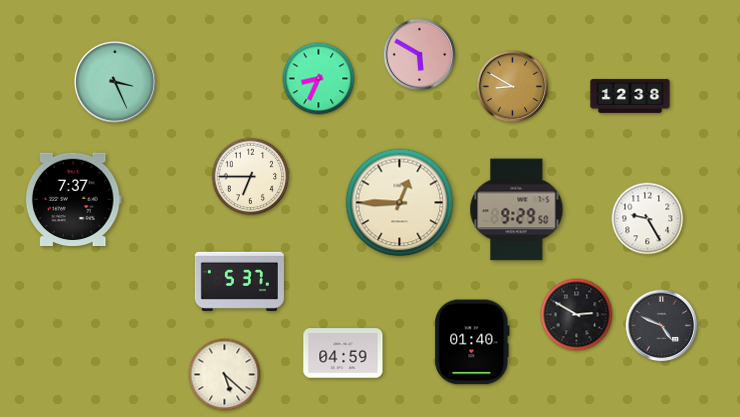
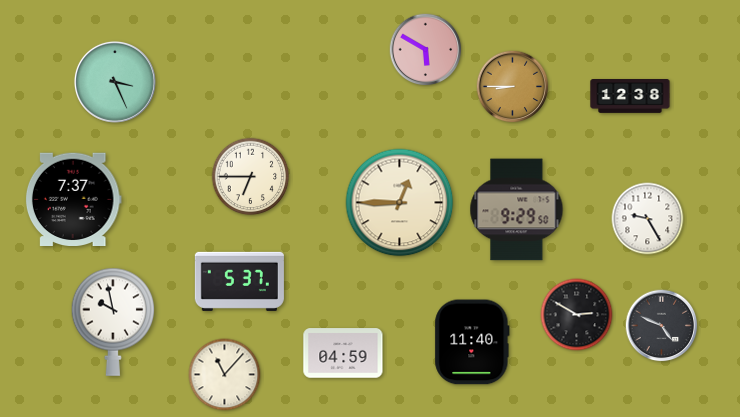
clock at (420, 55) position: (420, 55) -> (426, 50)
clock at (319, 79): 8:34 -> none
clock at (513, 87): 8:50 -> 8:45
clock at (113, 322): none -> 9:58
clock at (472, 342): 01:40 -> 11:40
clock at (225, 375): 5:22 -> 11:07
